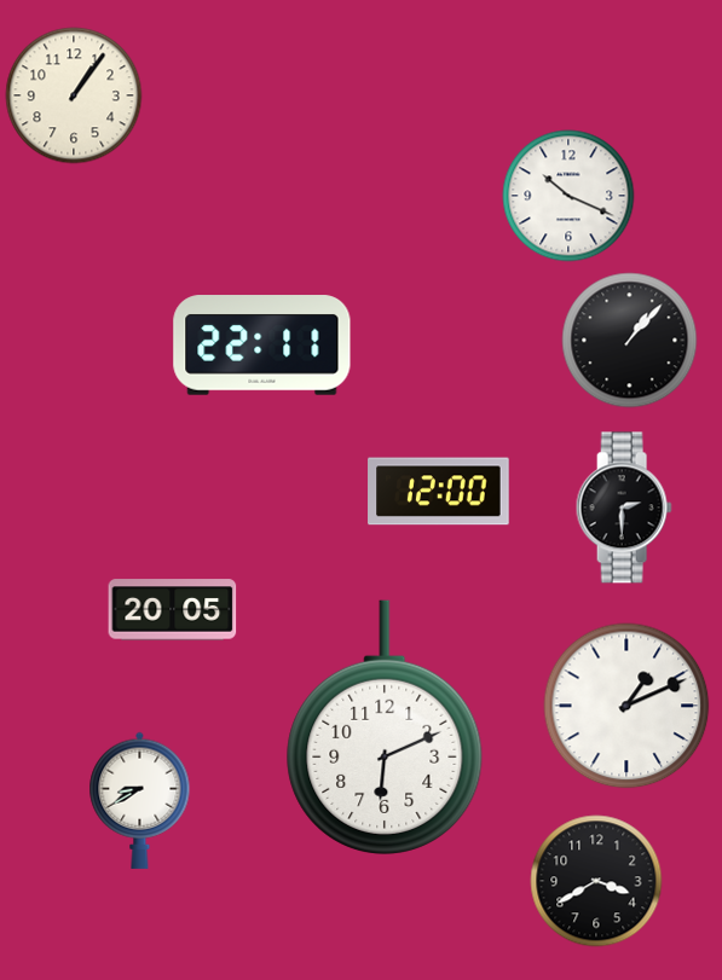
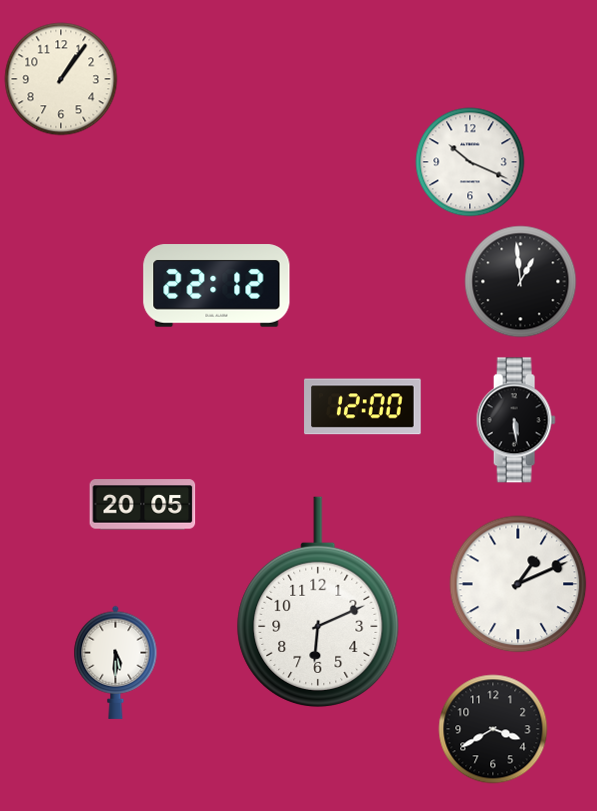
clock at (630, 341): 1:07 -> 12:59
clock at (262, 346): 22:11 -> 22:12
clock at (624, 508): 2:30 -> 5:29
clock at (140, 800): 8:40 -> 5:30
